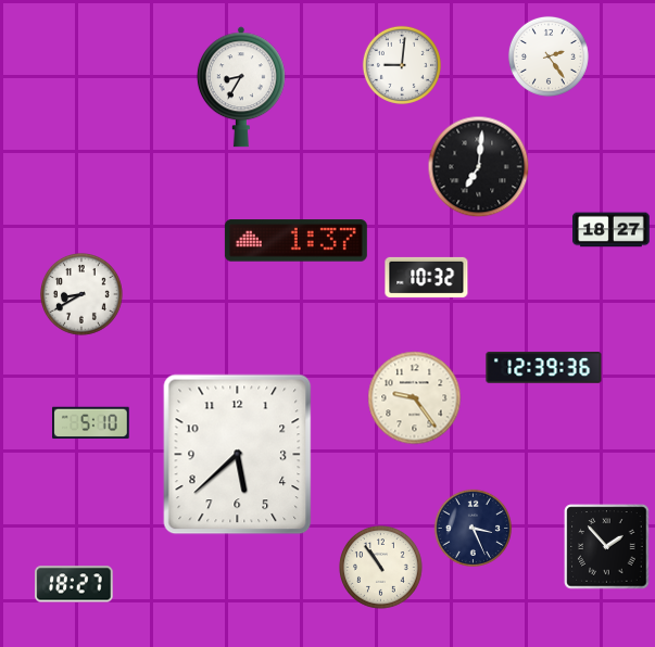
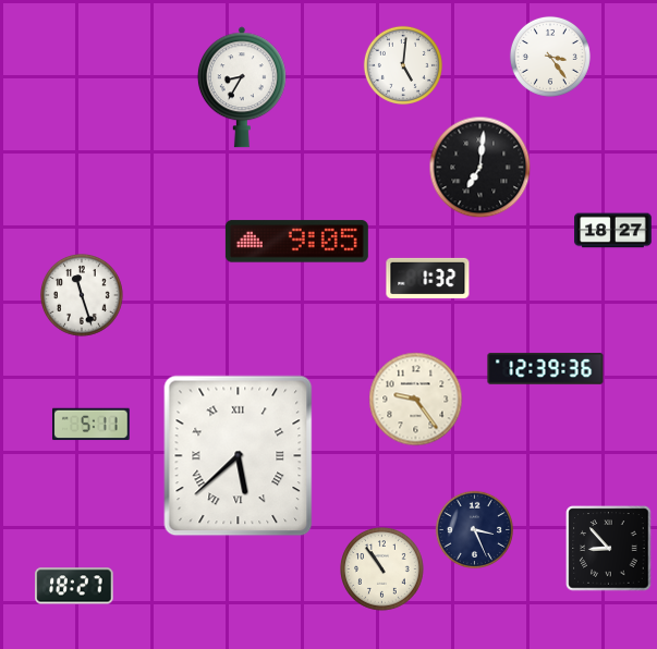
clock at (549, 56): 2:24 -> 3:24
clock at (402, 65): 9:01 -> 5:01
clock at (295, 241): 1:37 -> 9:05
clock at (427, 277): 10:32 -> 1:32
clock at (83, 295): 8:40 -> 11:27
clock at (91, 423): 5:10 -> 5:11
clock at (238, 455) numerals: Arabic -> Roman
clock at (607, 547): 1:53 -> 8:53
